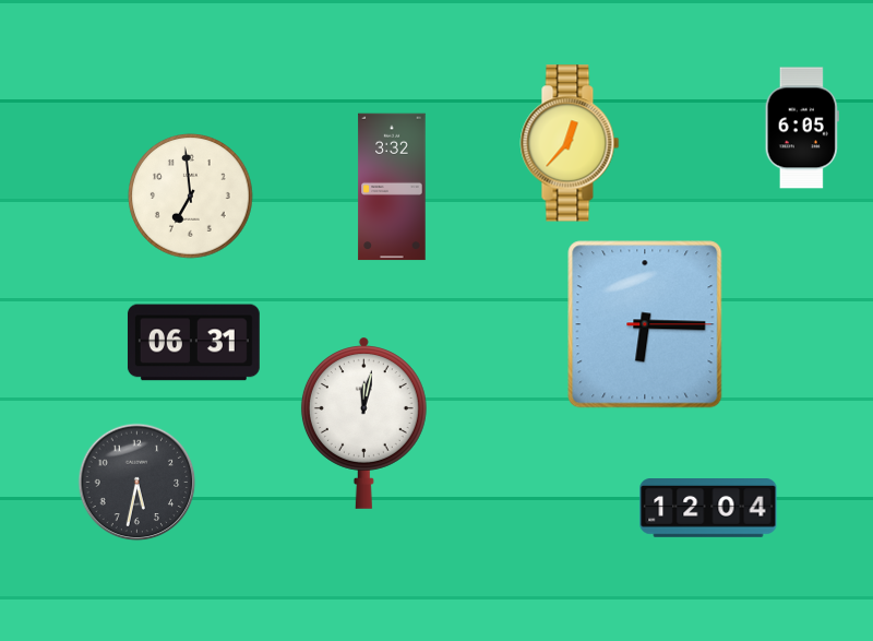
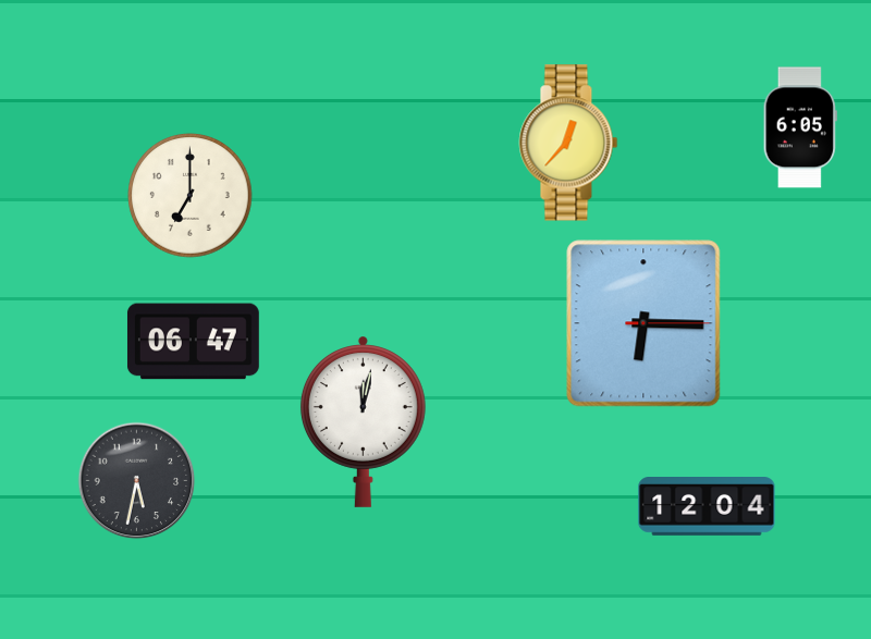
clock at (392, 187): 3:32 -> none
clock at (191, 197): 6:59 -> 7:00
clock at (193, 343): 06:31 -> 06:47
